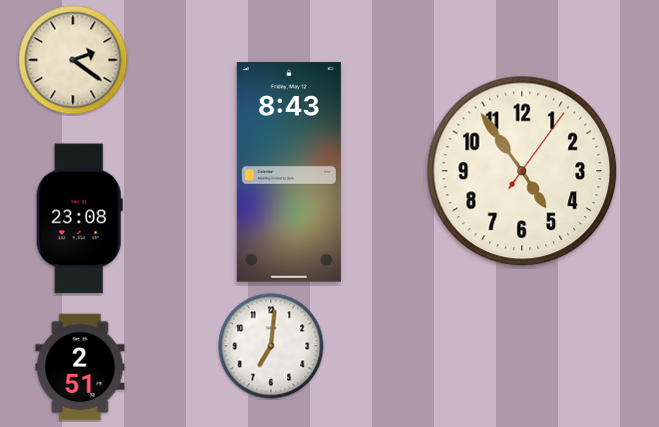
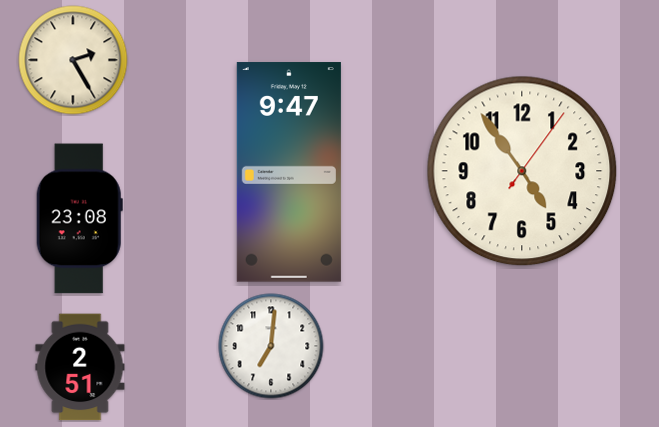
clock at (73, 60): 2:21 -> 2:25
clock at (289, 172): 8:43 -> 9:47
